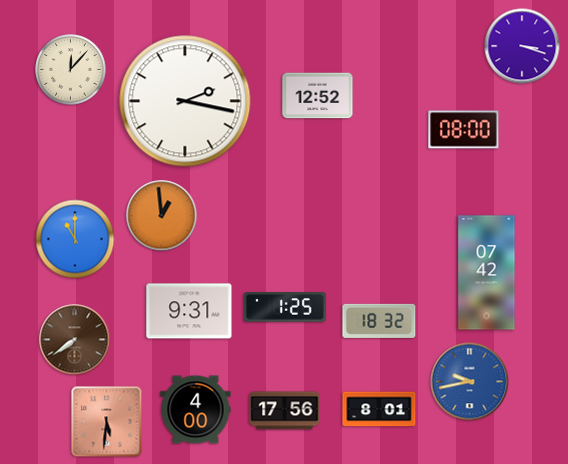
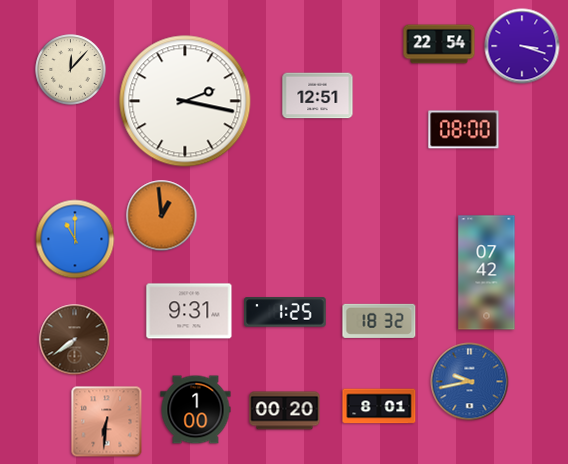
clock at (439, 44): none -> 22:54
clock at (318, 96): 12:52 -> 12:51
clock at (285, 307) position: (285, 307) -> (285, 312)
clock at (379, 409) position: (379, 409) -> (379, 406)
clock at (196, 410): 4:00 -> 1:00
clock at (285, 411): 17:56 -> 00:20
clock at (107, 422): 5:31 -> 6:31
